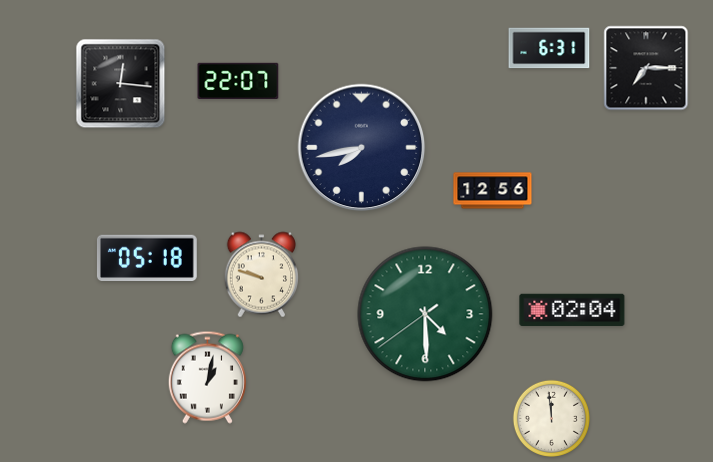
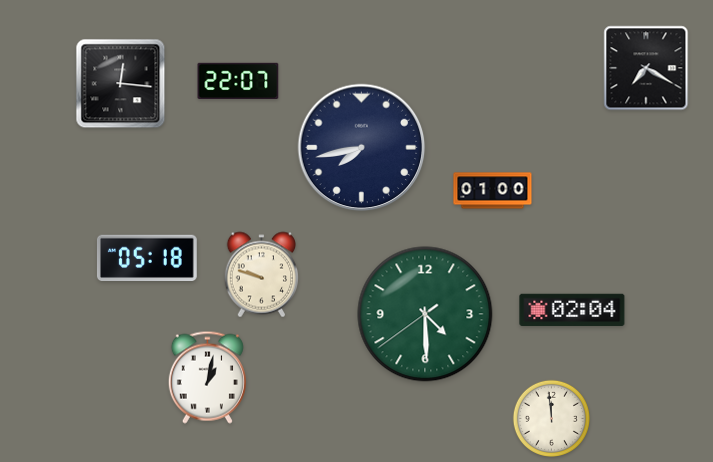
clock at (549, 48): 6:31 -> none
clock at (646, 68): 7:15 -> 7:20
clock at (493, 191): 12:56 -> 01:00
